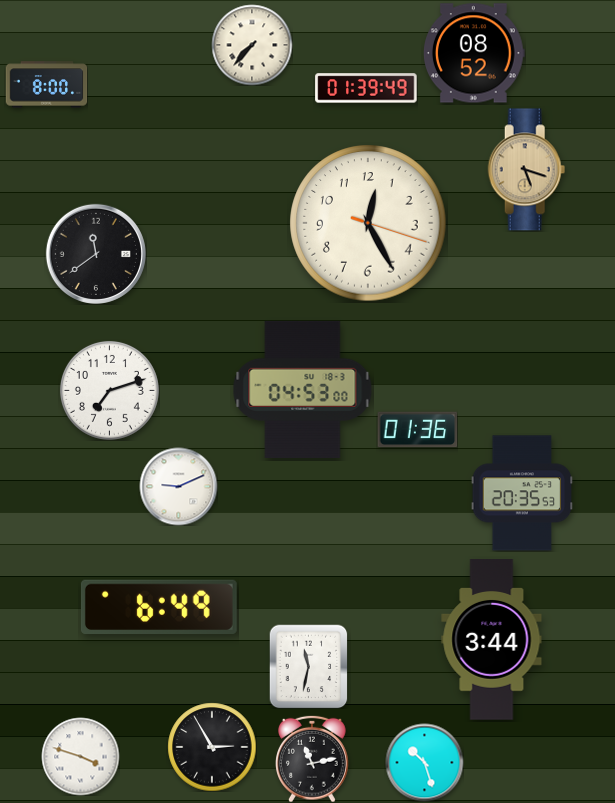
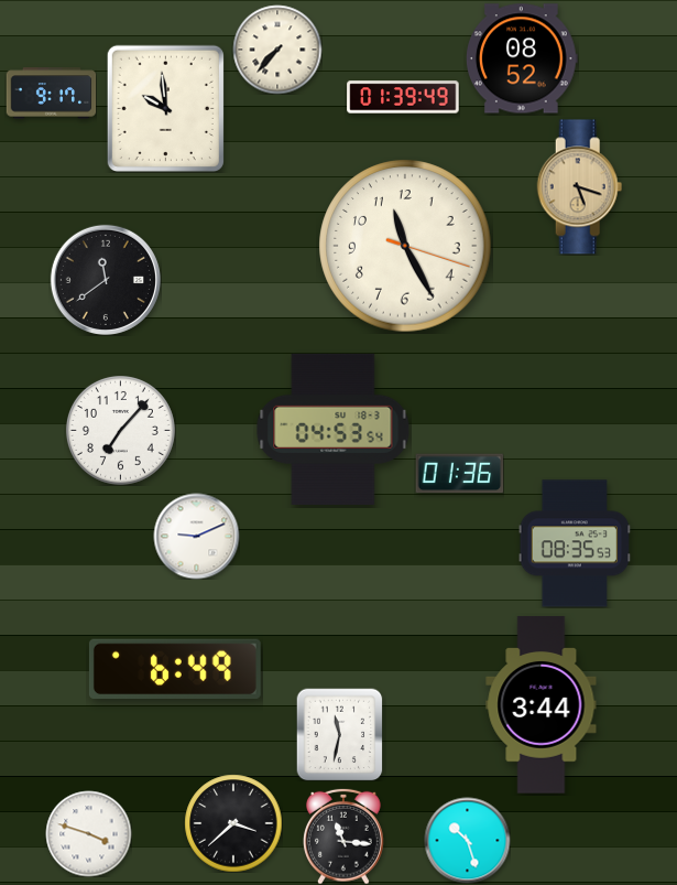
clock at (46, 85): 8:00 -> 9:17
clock at (165, 108): none -> 9:59
clock at (368, 223): 12:25 -> 11:25
clock at (303, 389): 04:53:00 -> 04:53:54
clock at (109, 390): 7:12 -> 7:07
clock at (522, 493): 20:35 -> 08:35
clock at (212, 747): 2:55 -> 3:38
clock at (313, 759): 11:13 -> 11:16
